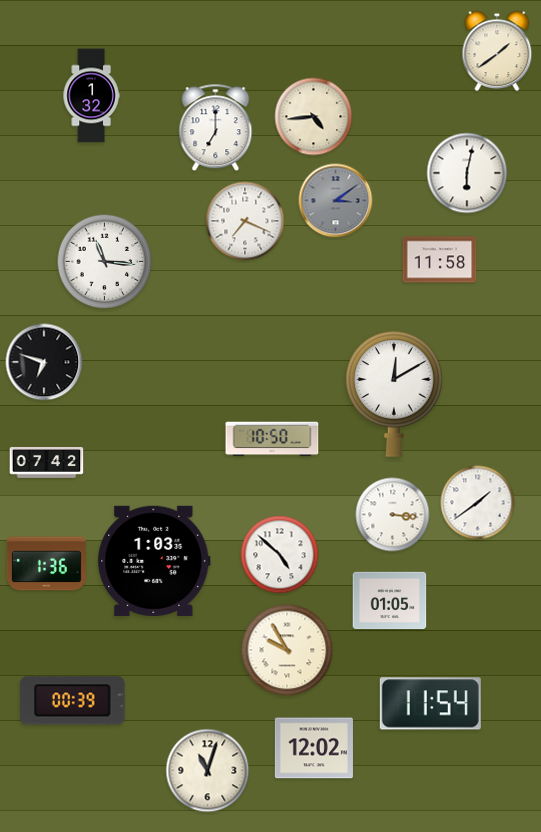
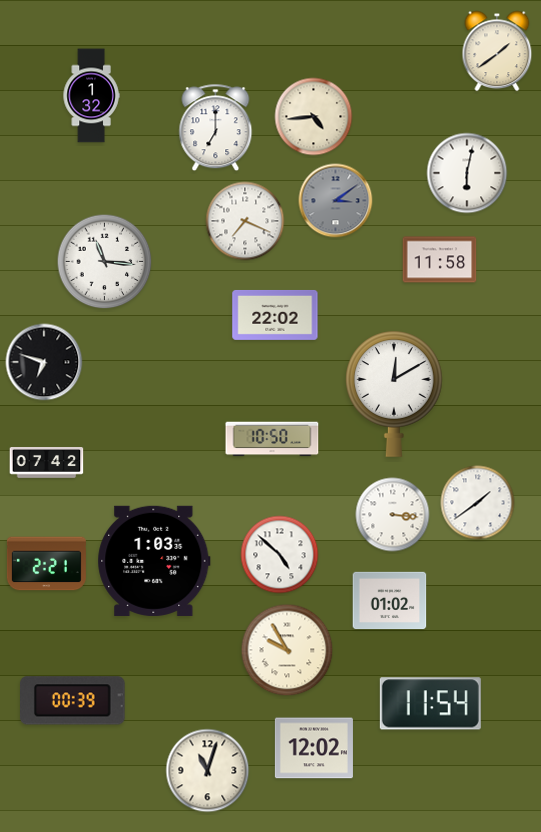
clock at (275, 315): none -> 22:02
clock at (46, 564): 1:36 -> 2:21
clock at (390, 601): 01:05 -> 01:02
